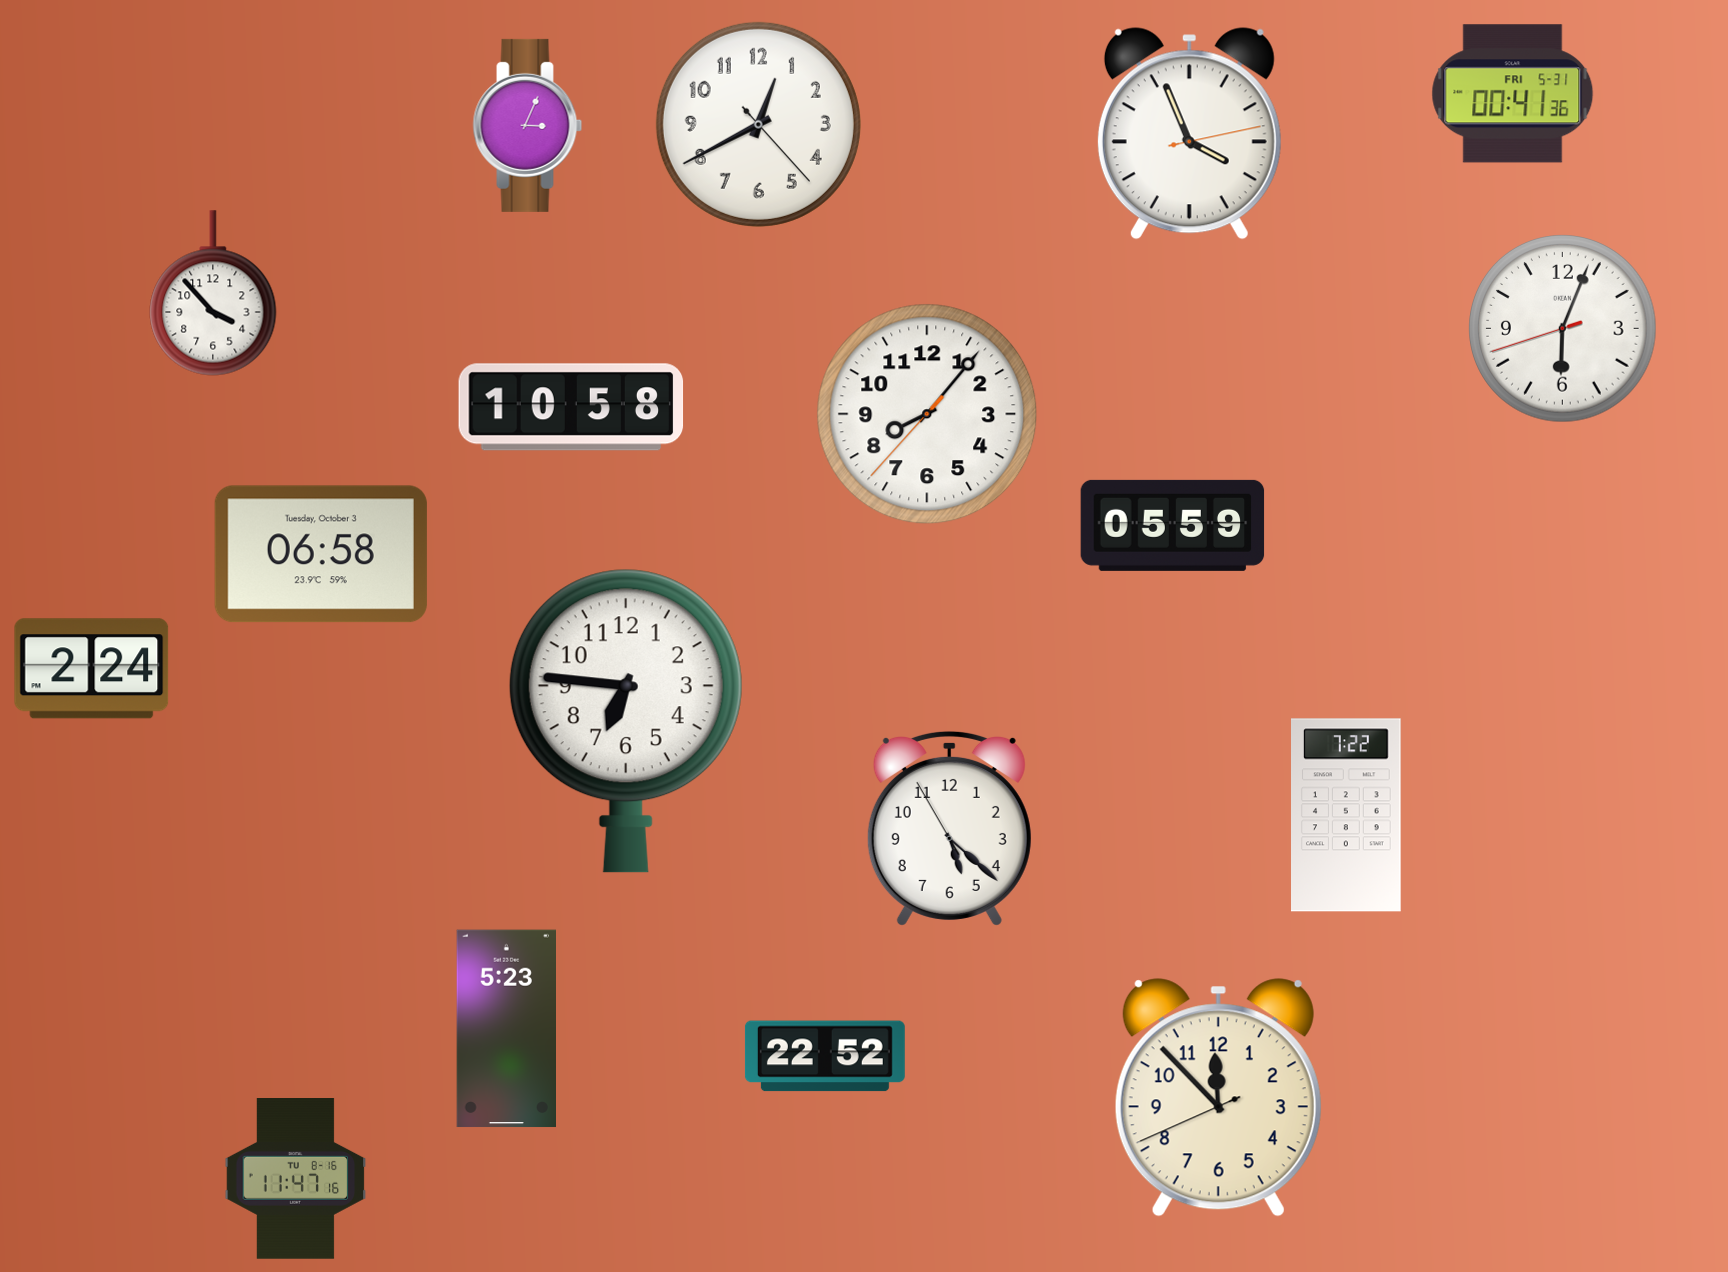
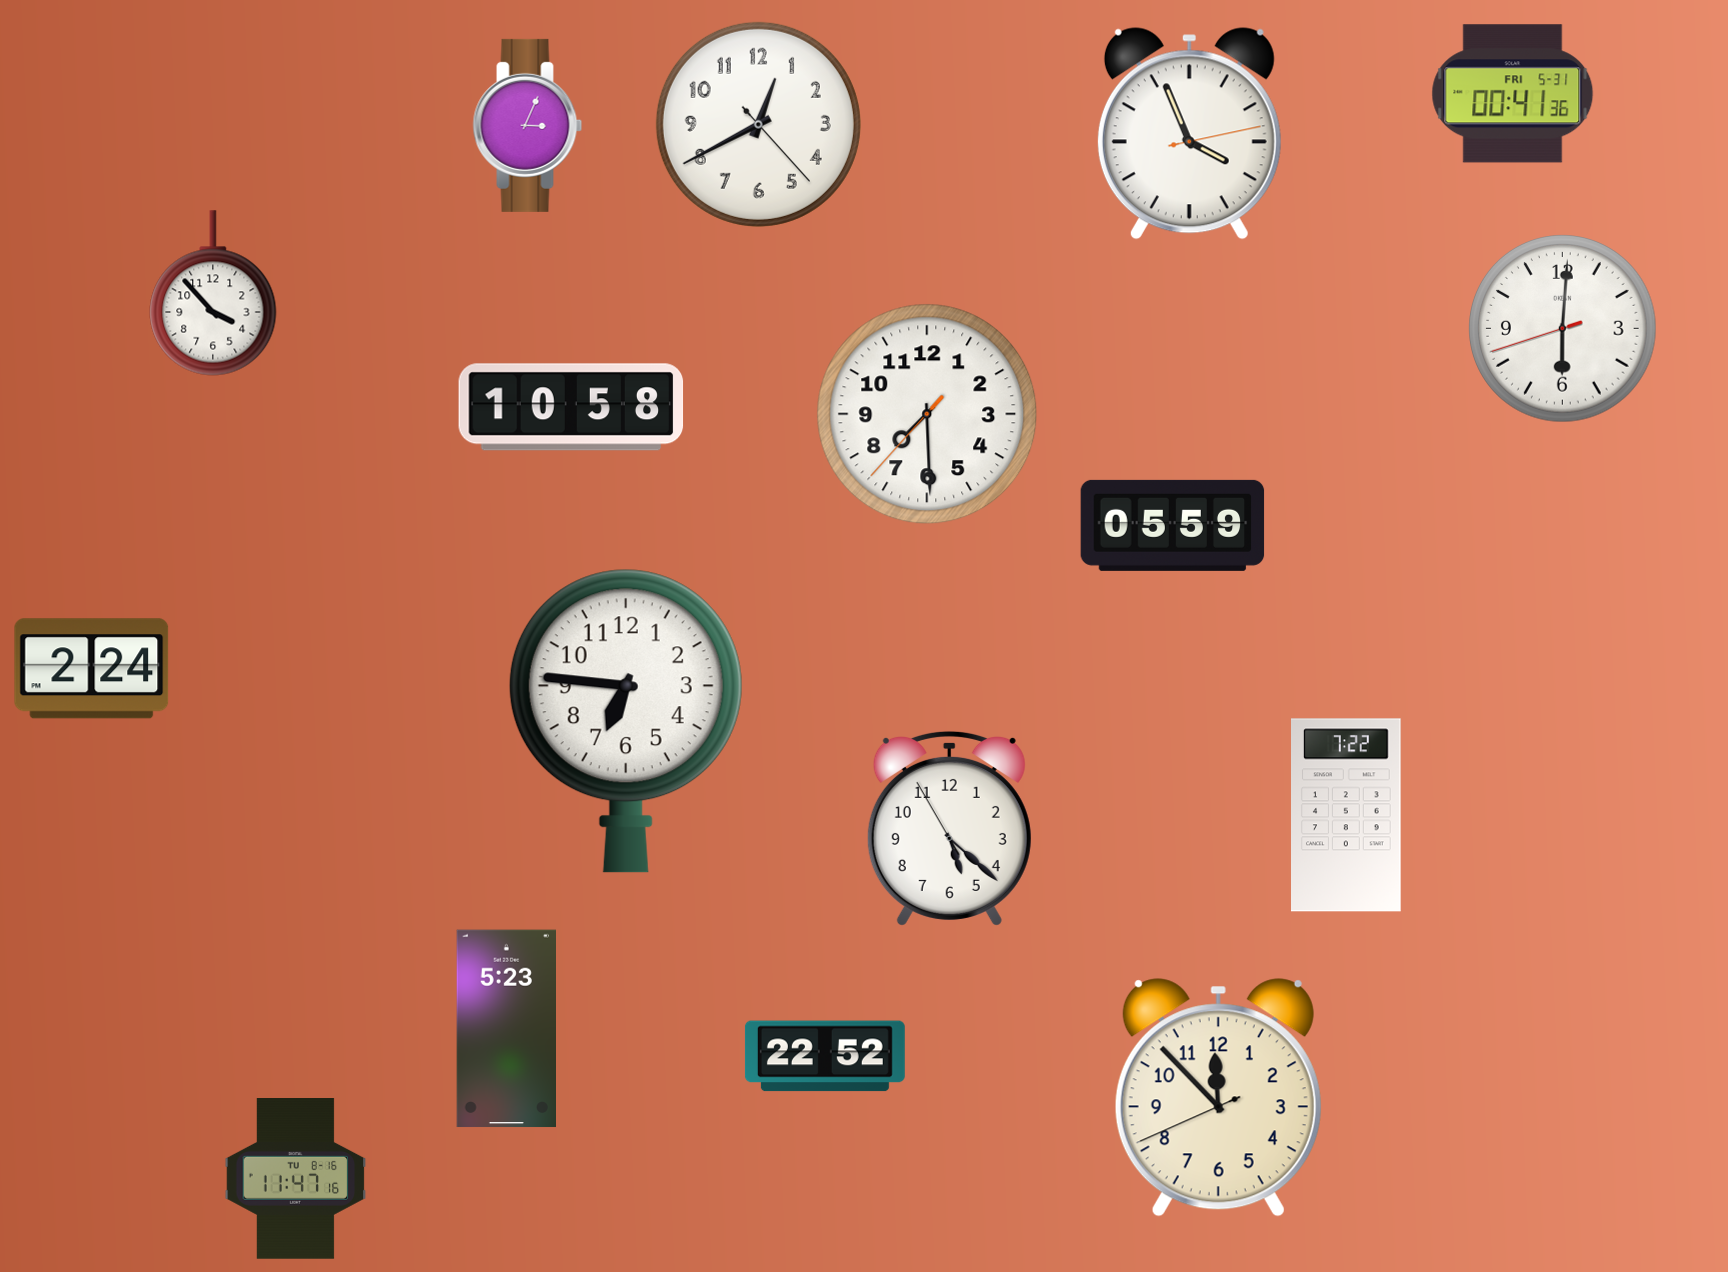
clock at (1563, 329): 6:03 -> 6:00
clock at (927, 414): 8:06 -> 7:29
clock at (321, 554): 06:58 -> none
